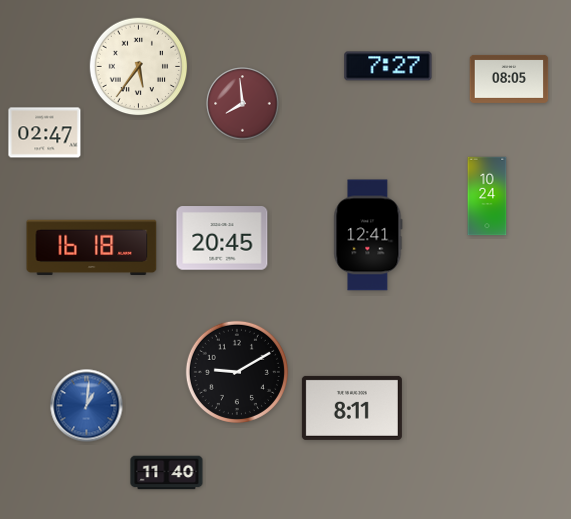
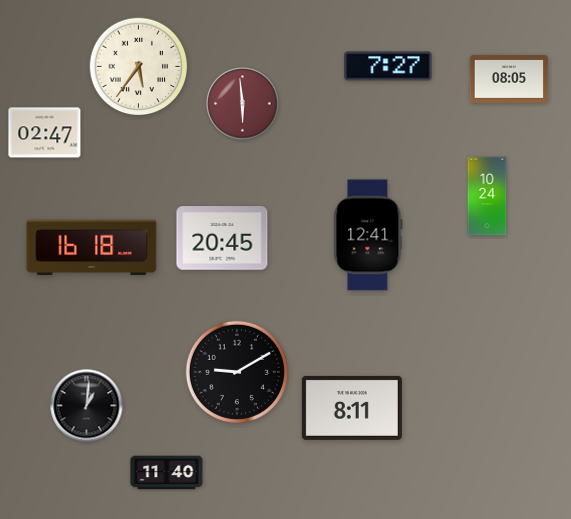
clock at (243, 104): 7:59 -> 5:59
clock at (87, 406) dial: blue -> black
